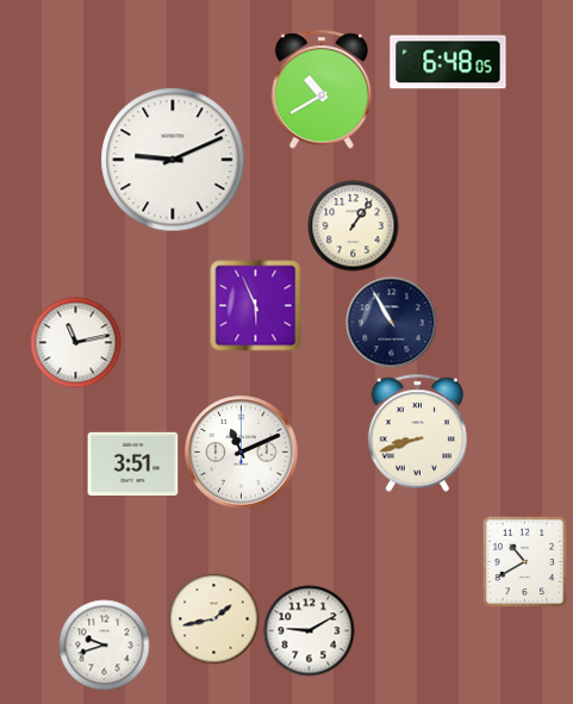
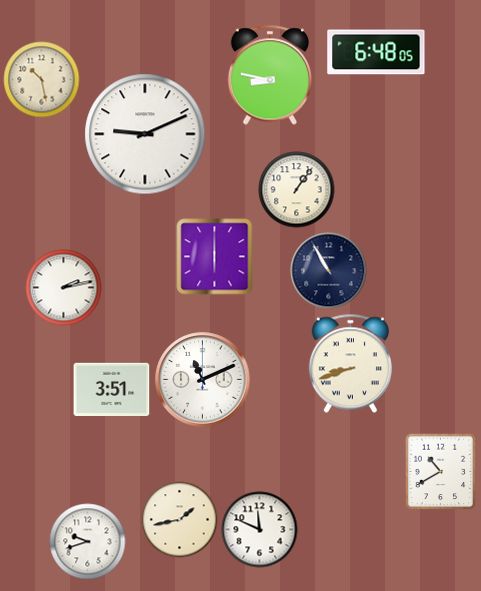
clock at (320, 89): 10:40 -> 8:47
clock at (42, 80): none -> 10:28
clock at (256, 306): 5:56 -> 6:00
clock at (76, 343): 11:13 -> 2:13
clock at (310, 631): 9:10 -> 11:49
